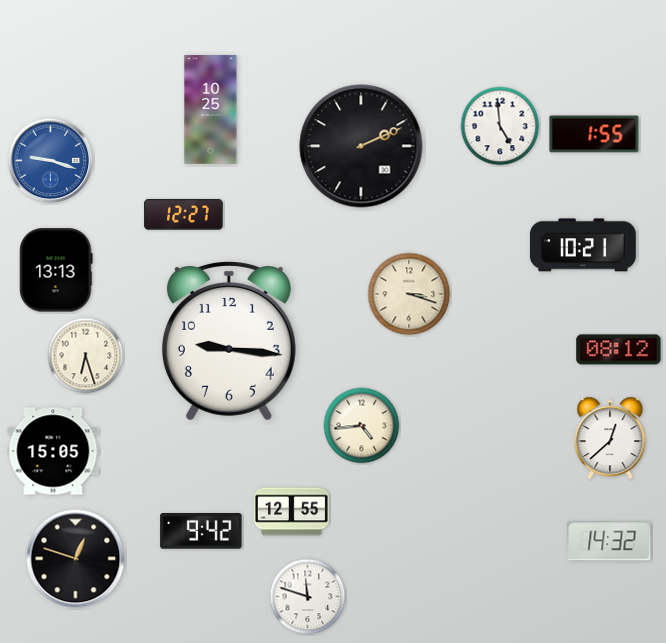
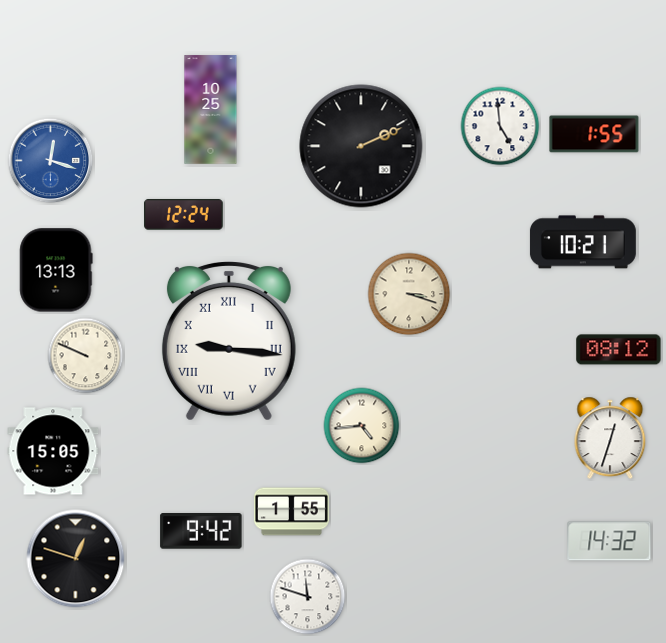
clock at (51, 161): 9:18 -> 12:18
clock at (184, 215): 12:27 -> 12:24
clock at (583, 245) position: (583, 245) -> (583, 242)
clock at (229, 342) numerals: Arabic -> Roman
clock at (86, 356): 6:27 -> 9:49
clock at (610, 438): 12:38 -> 12:33
clock at (291, 512): 12:55 -> 1:55
